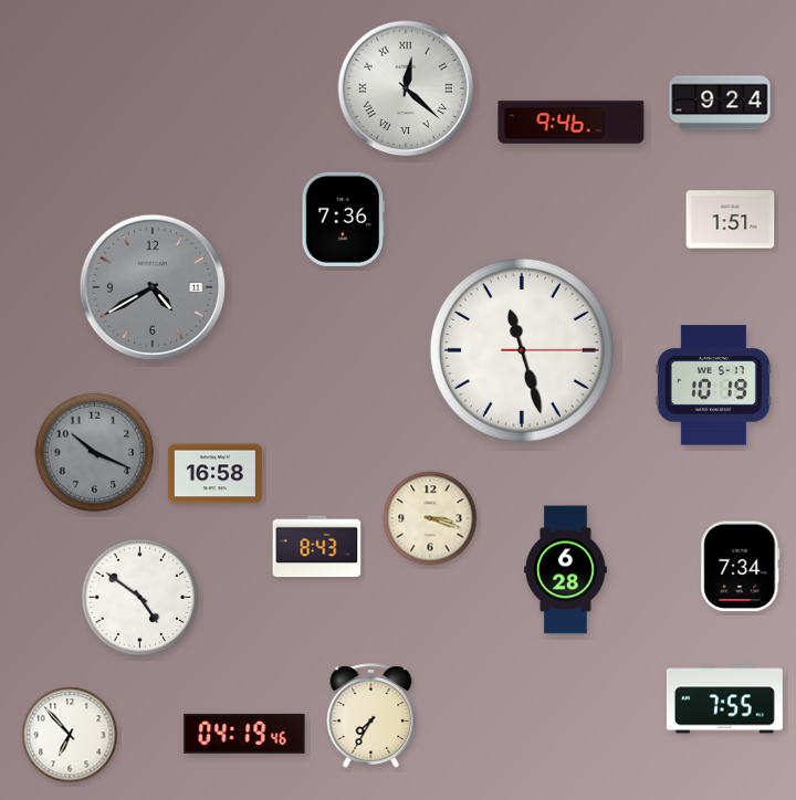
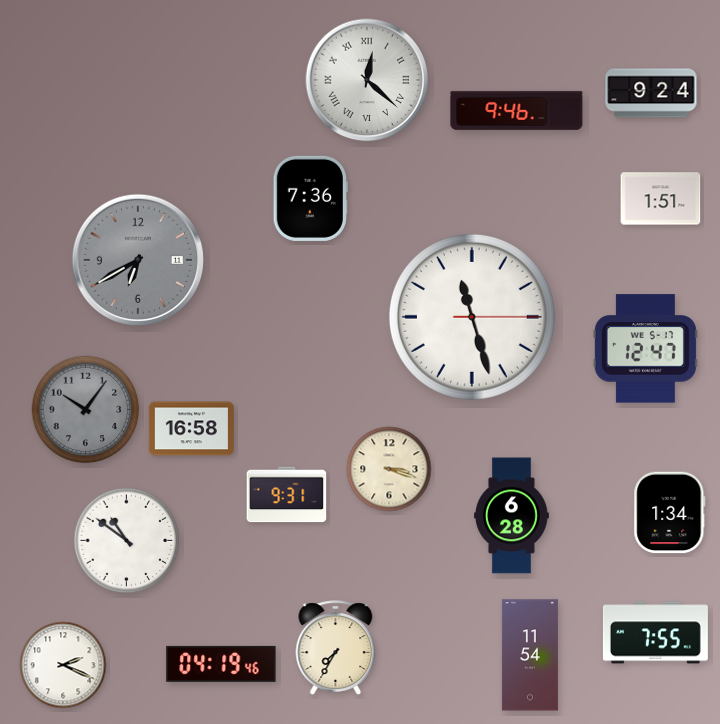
clock at (153, 287): 4:40 -> 6:40
clock at (713, 386): 10:19 -> 12:47
clock at (95, 453): 10:19 -> 10:06
clock at (214, 474) position: (214, 474) -> (191, 429)
clock at (317, 547): 8:43 -> 9:31
clock at (741, 567): 7:34 -> 1:34
clock at (140, 598): 4:51 -> 10:51
clock at (530, 655): none -> 11:54
clock at (70, 735): 6:53 -> 2:19
